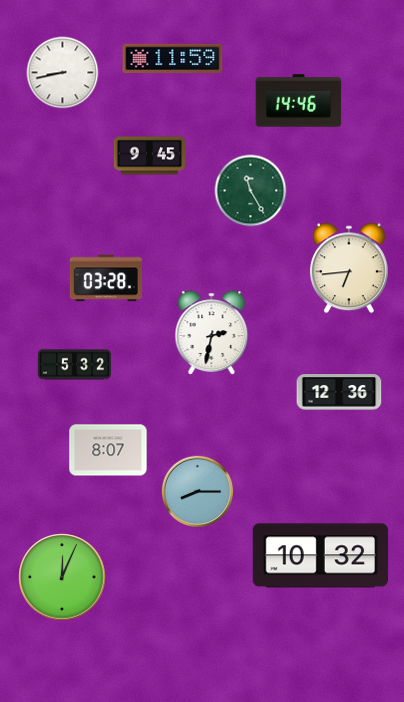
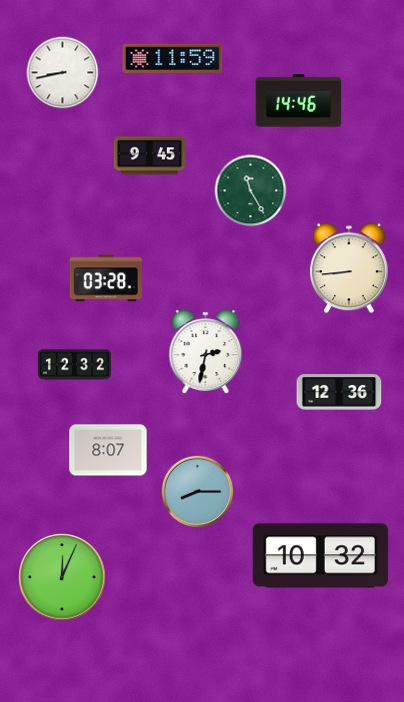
clock at (349, 268): 6:44 -> 8:44
clock at (212, 333) position: (212, 333) -> (206, 352)
clock at (74, 365): 5:32 -> 12:32
